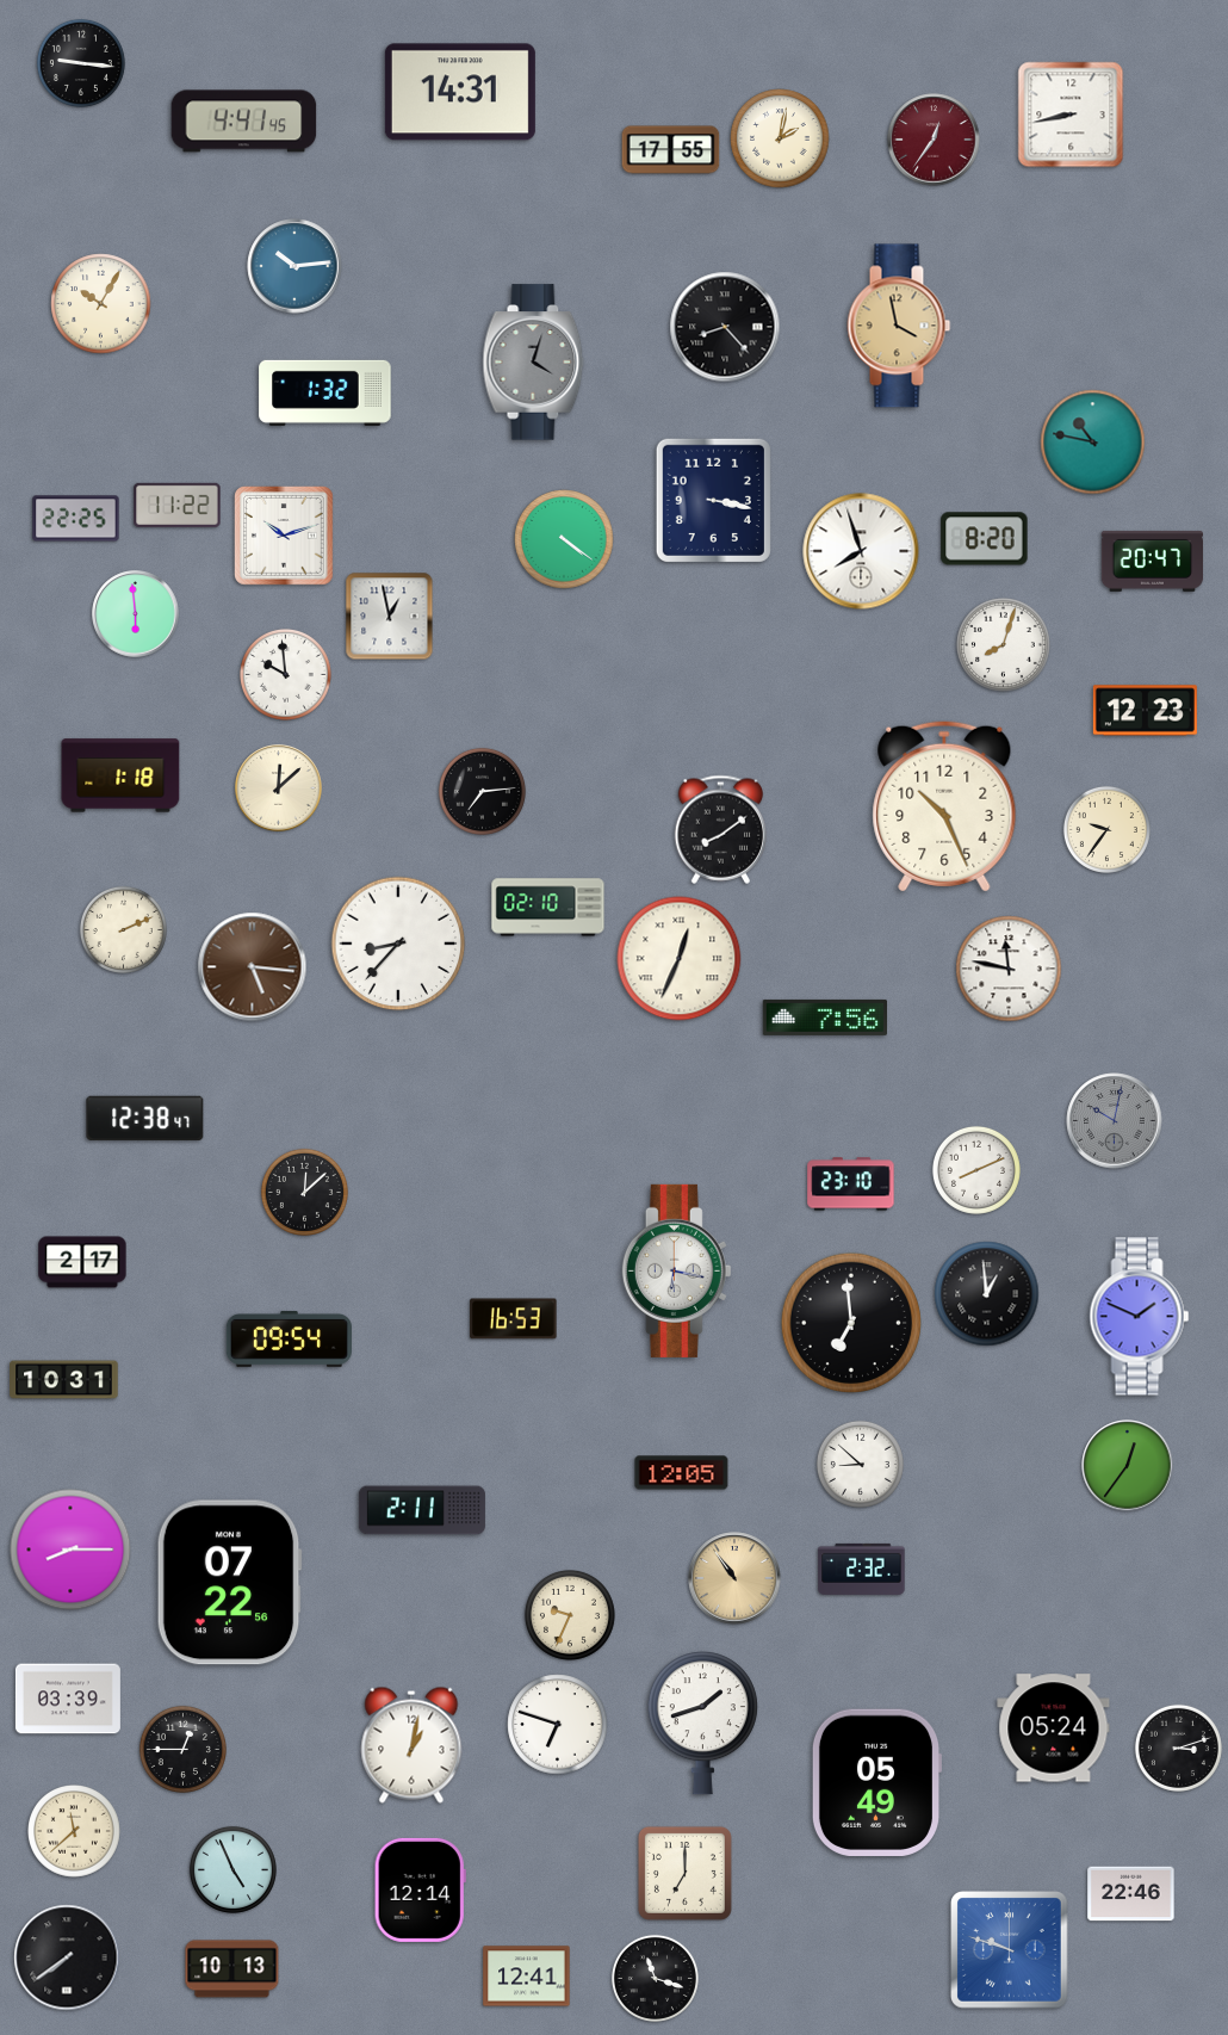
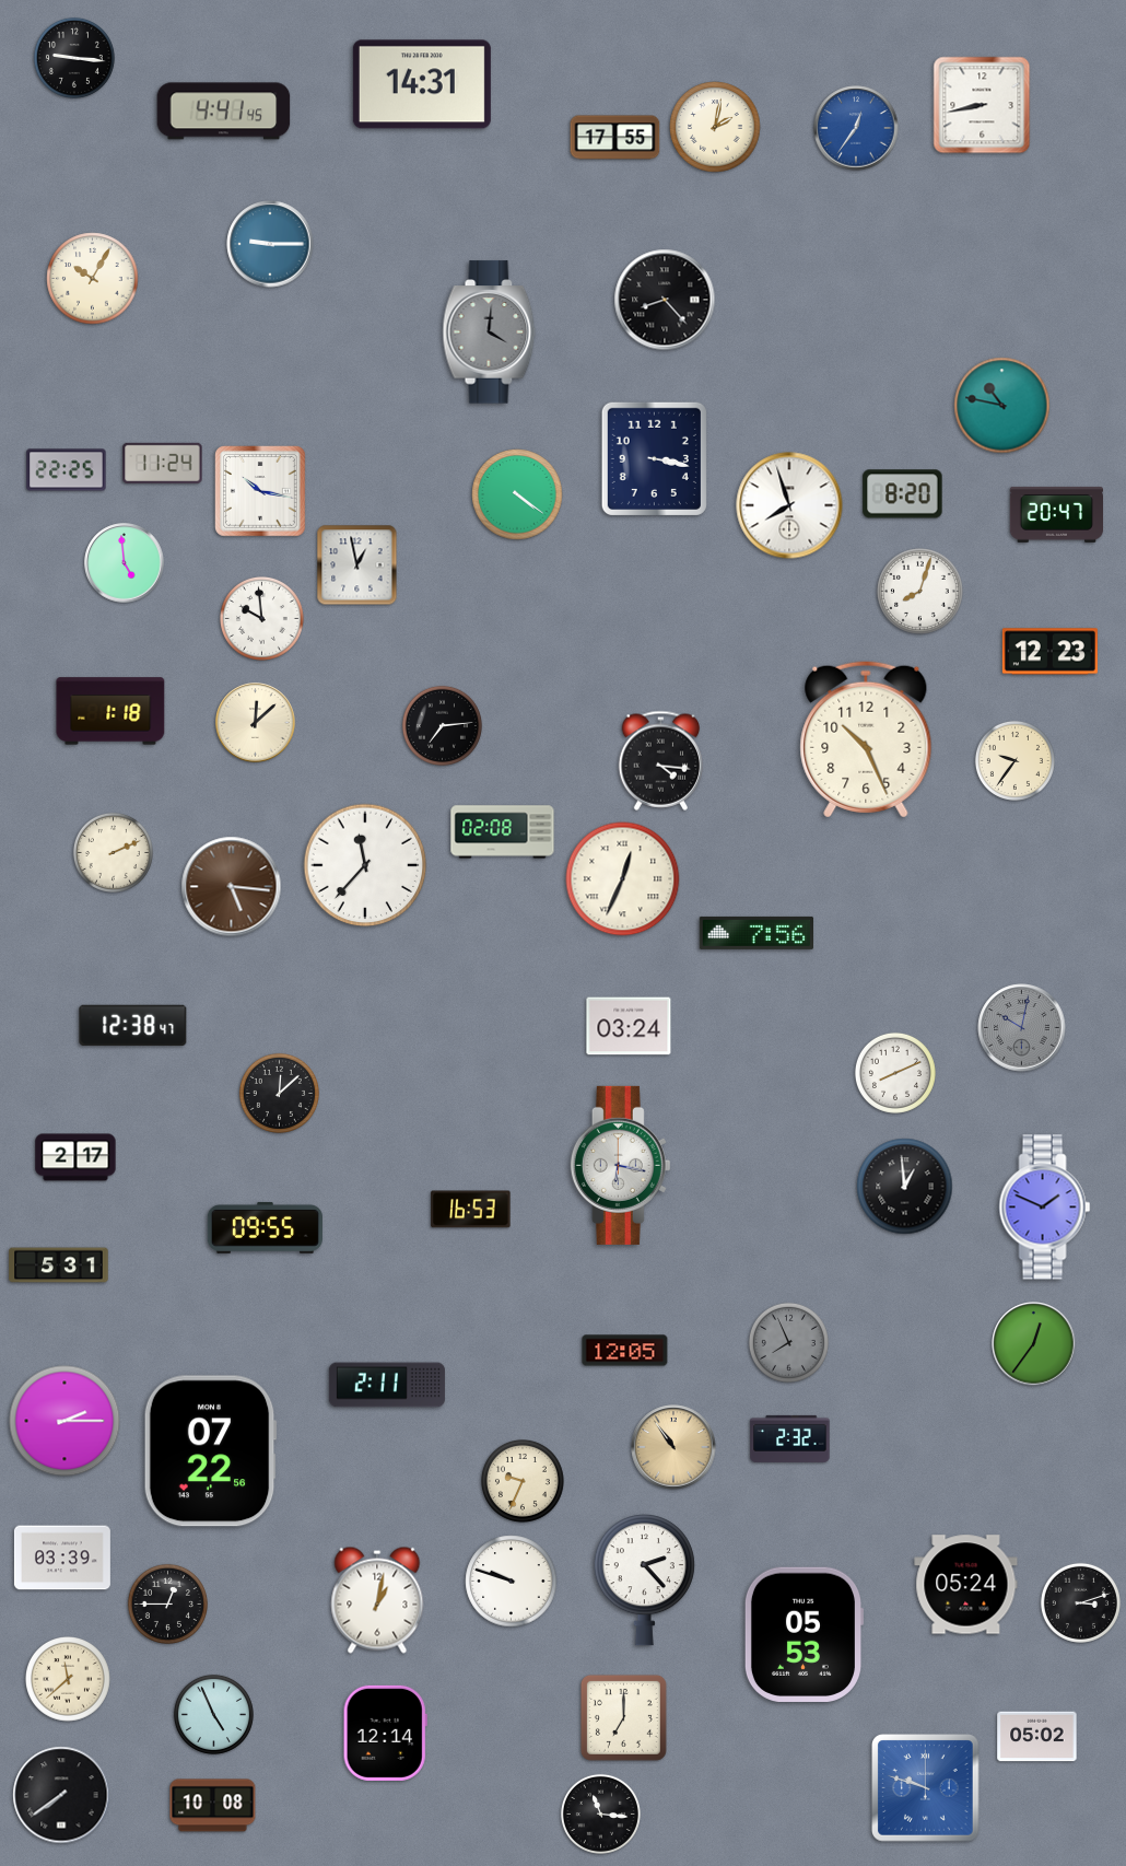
clock at (934, 140) dial: burgundy -> blue
clock at (294, 266): 10:14 -> 9:15
clock at (899, 326): 3:58 -> none
clock at (534, 363): 4:03 -> 4:01
clock at (325, 392): 1:32 -> none
clock at (178, 505): 11:22 -> 11:24
clock at (76, 519) position: (76, 519) -> (67, 470)
clock at (285, 537): 10:12 -> 10:17
clock at (136, 614): 5:59 -> 4:59
clock at (721, 829): 8:09 -> 4:16
clock at (548, 908): 02:10 -> 02:08
clock at (398, 944): 8:37 -> 11:37
clock at (1009, 969): 11:47 -> none
clock at (629, 1026): none -> 03:24
clock at (851, 1184): 23:10 -> none
clock at (851, 1323): 6:59 -> none
clock at (289, 1338): 09:54 -> 09:55
clock at (64, 1380): 10:31 -> 5:31
clock at (860, 1464): 8:52 -> 7:56
clock at (860, 1464) dial: white -> grey
clock at (70, 1550): 8:15 -> 2:15
clock at (702, 1724): 1:42 -> 2:23
clock at (558, 1725): 6:48 -> 9:48
clock at (875, 1782): 05:49 -> 05:53
clock at (684, 1873) position: (684, 1873) -> (623, 1717)
clock at (1131, 1894): 22:46 -> 05:02
clock at (232, 1969): 10:13 -> 10:08
clock at (527, 1977): 12:41 -> none
clock at (655, 1978): 11:18 -> 11:16
